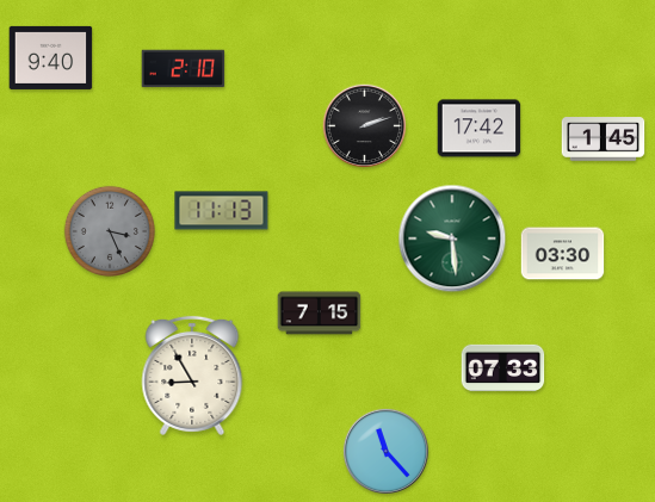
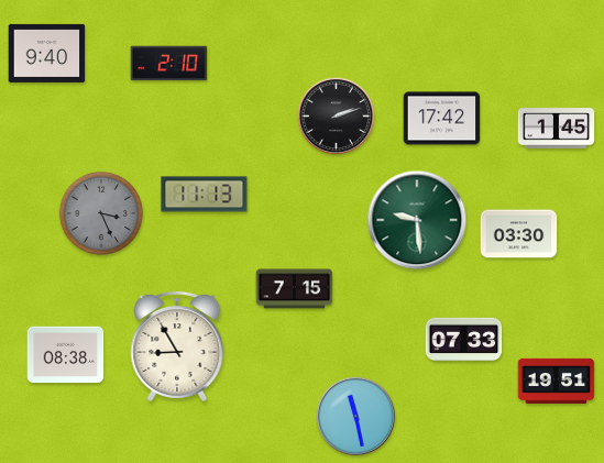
clock at (66, 355): none -> 08:38
clock at (557, 381): none -> 19:51
clock at (385, 451): 11:23 -> 11:28
